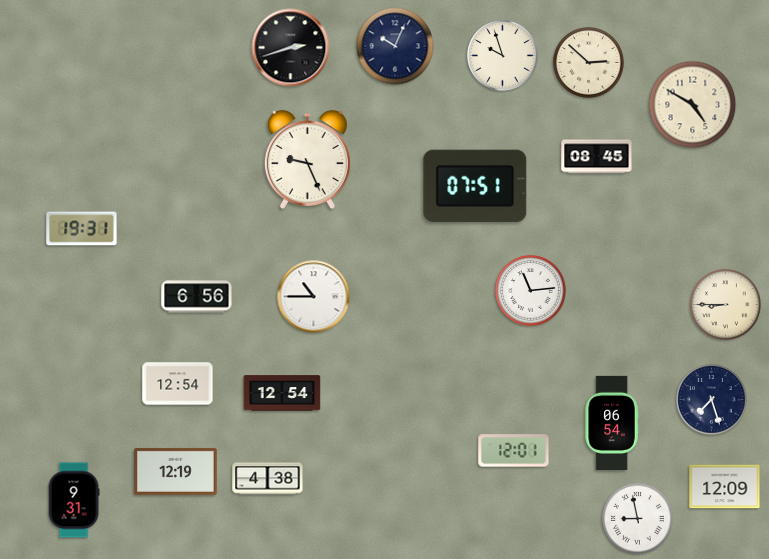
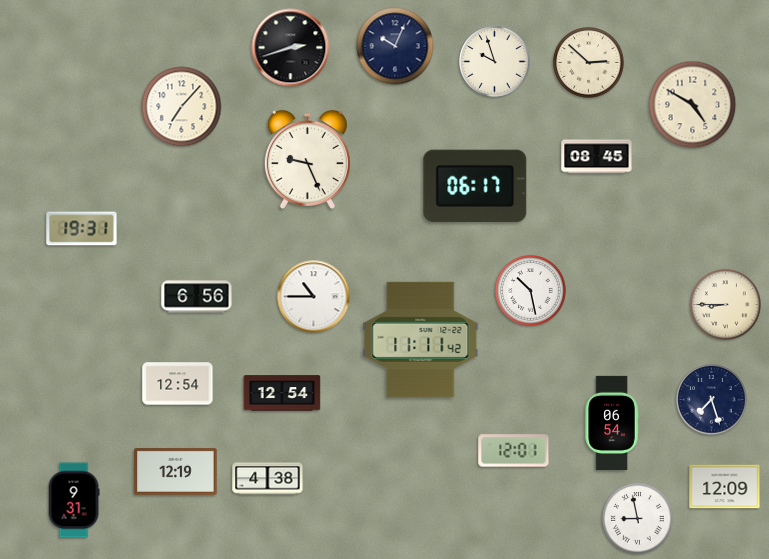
clock at (503, 56) position: (503, 56) -> (495, 62)
clock at (182, 107): none -> 7:07
clock at (475, 186): 07:51 -> 06:17
clock at (531, 291): 11:14 -> 10:28
clock at (421, 339): none -> 11:11
